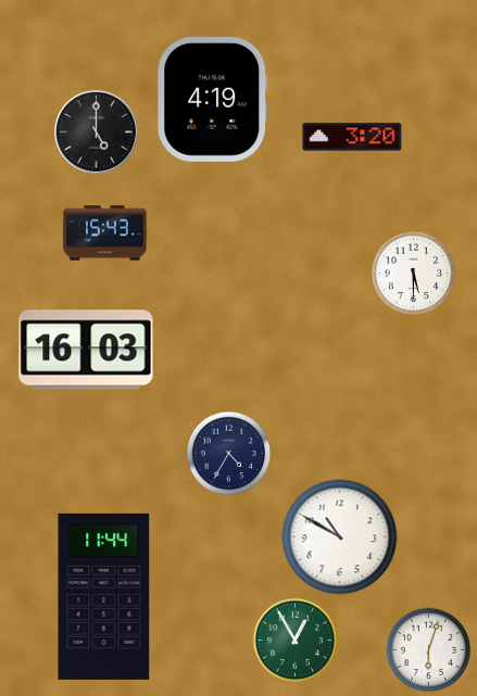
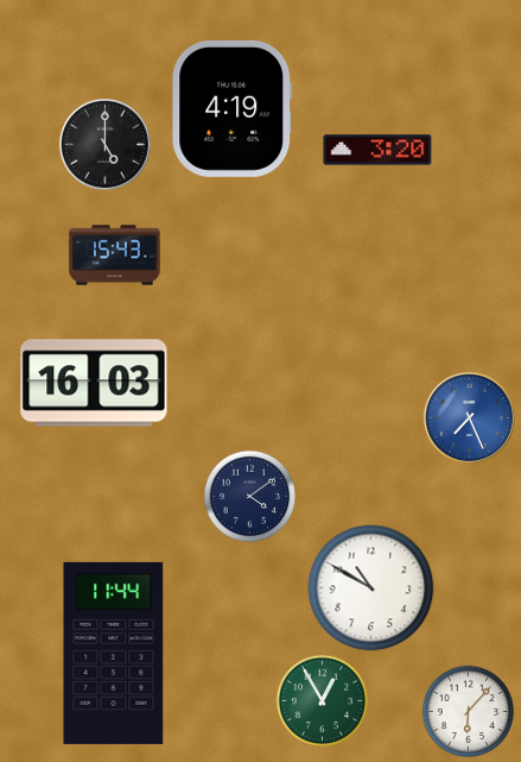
clock at (352, 137) position: (352, 137) -> (377, 150)
clock at (413, 273): 5:30 -> none
clock at (469, 417): none -> 7:26
clock at (228, 453): 4:35 -> 4:09
clock at (428, 649): 6:03 -> 6:07
